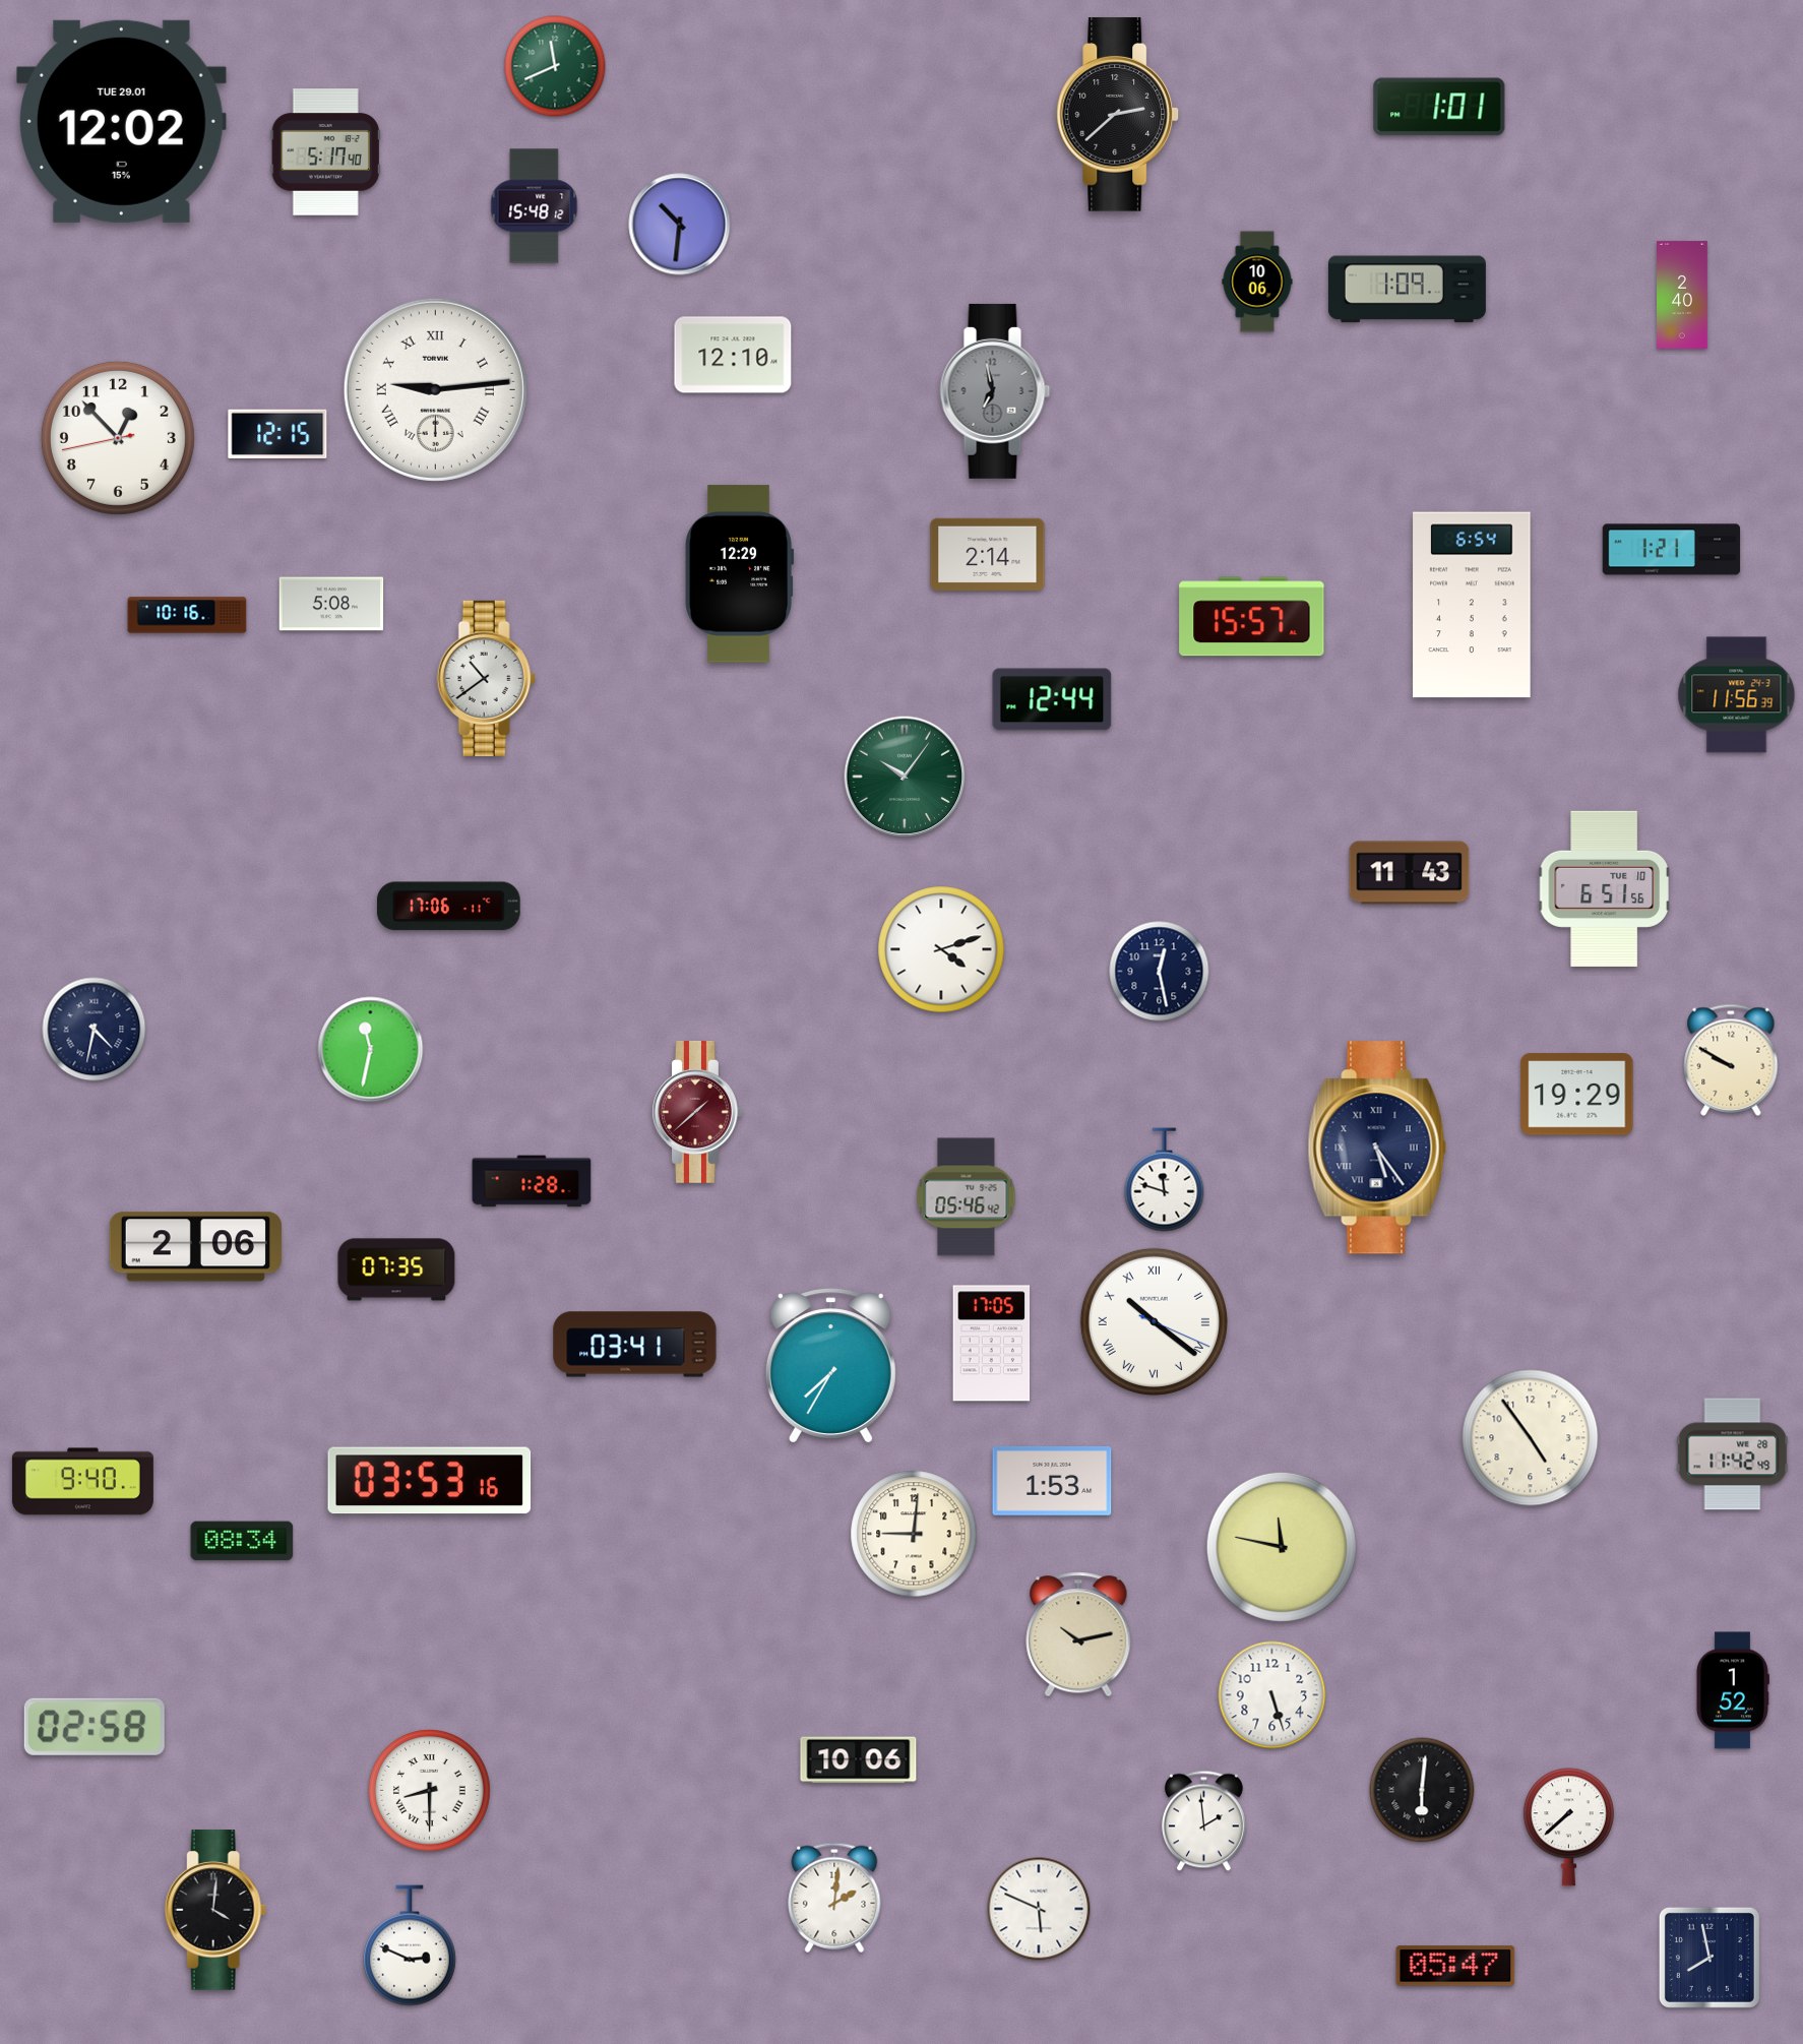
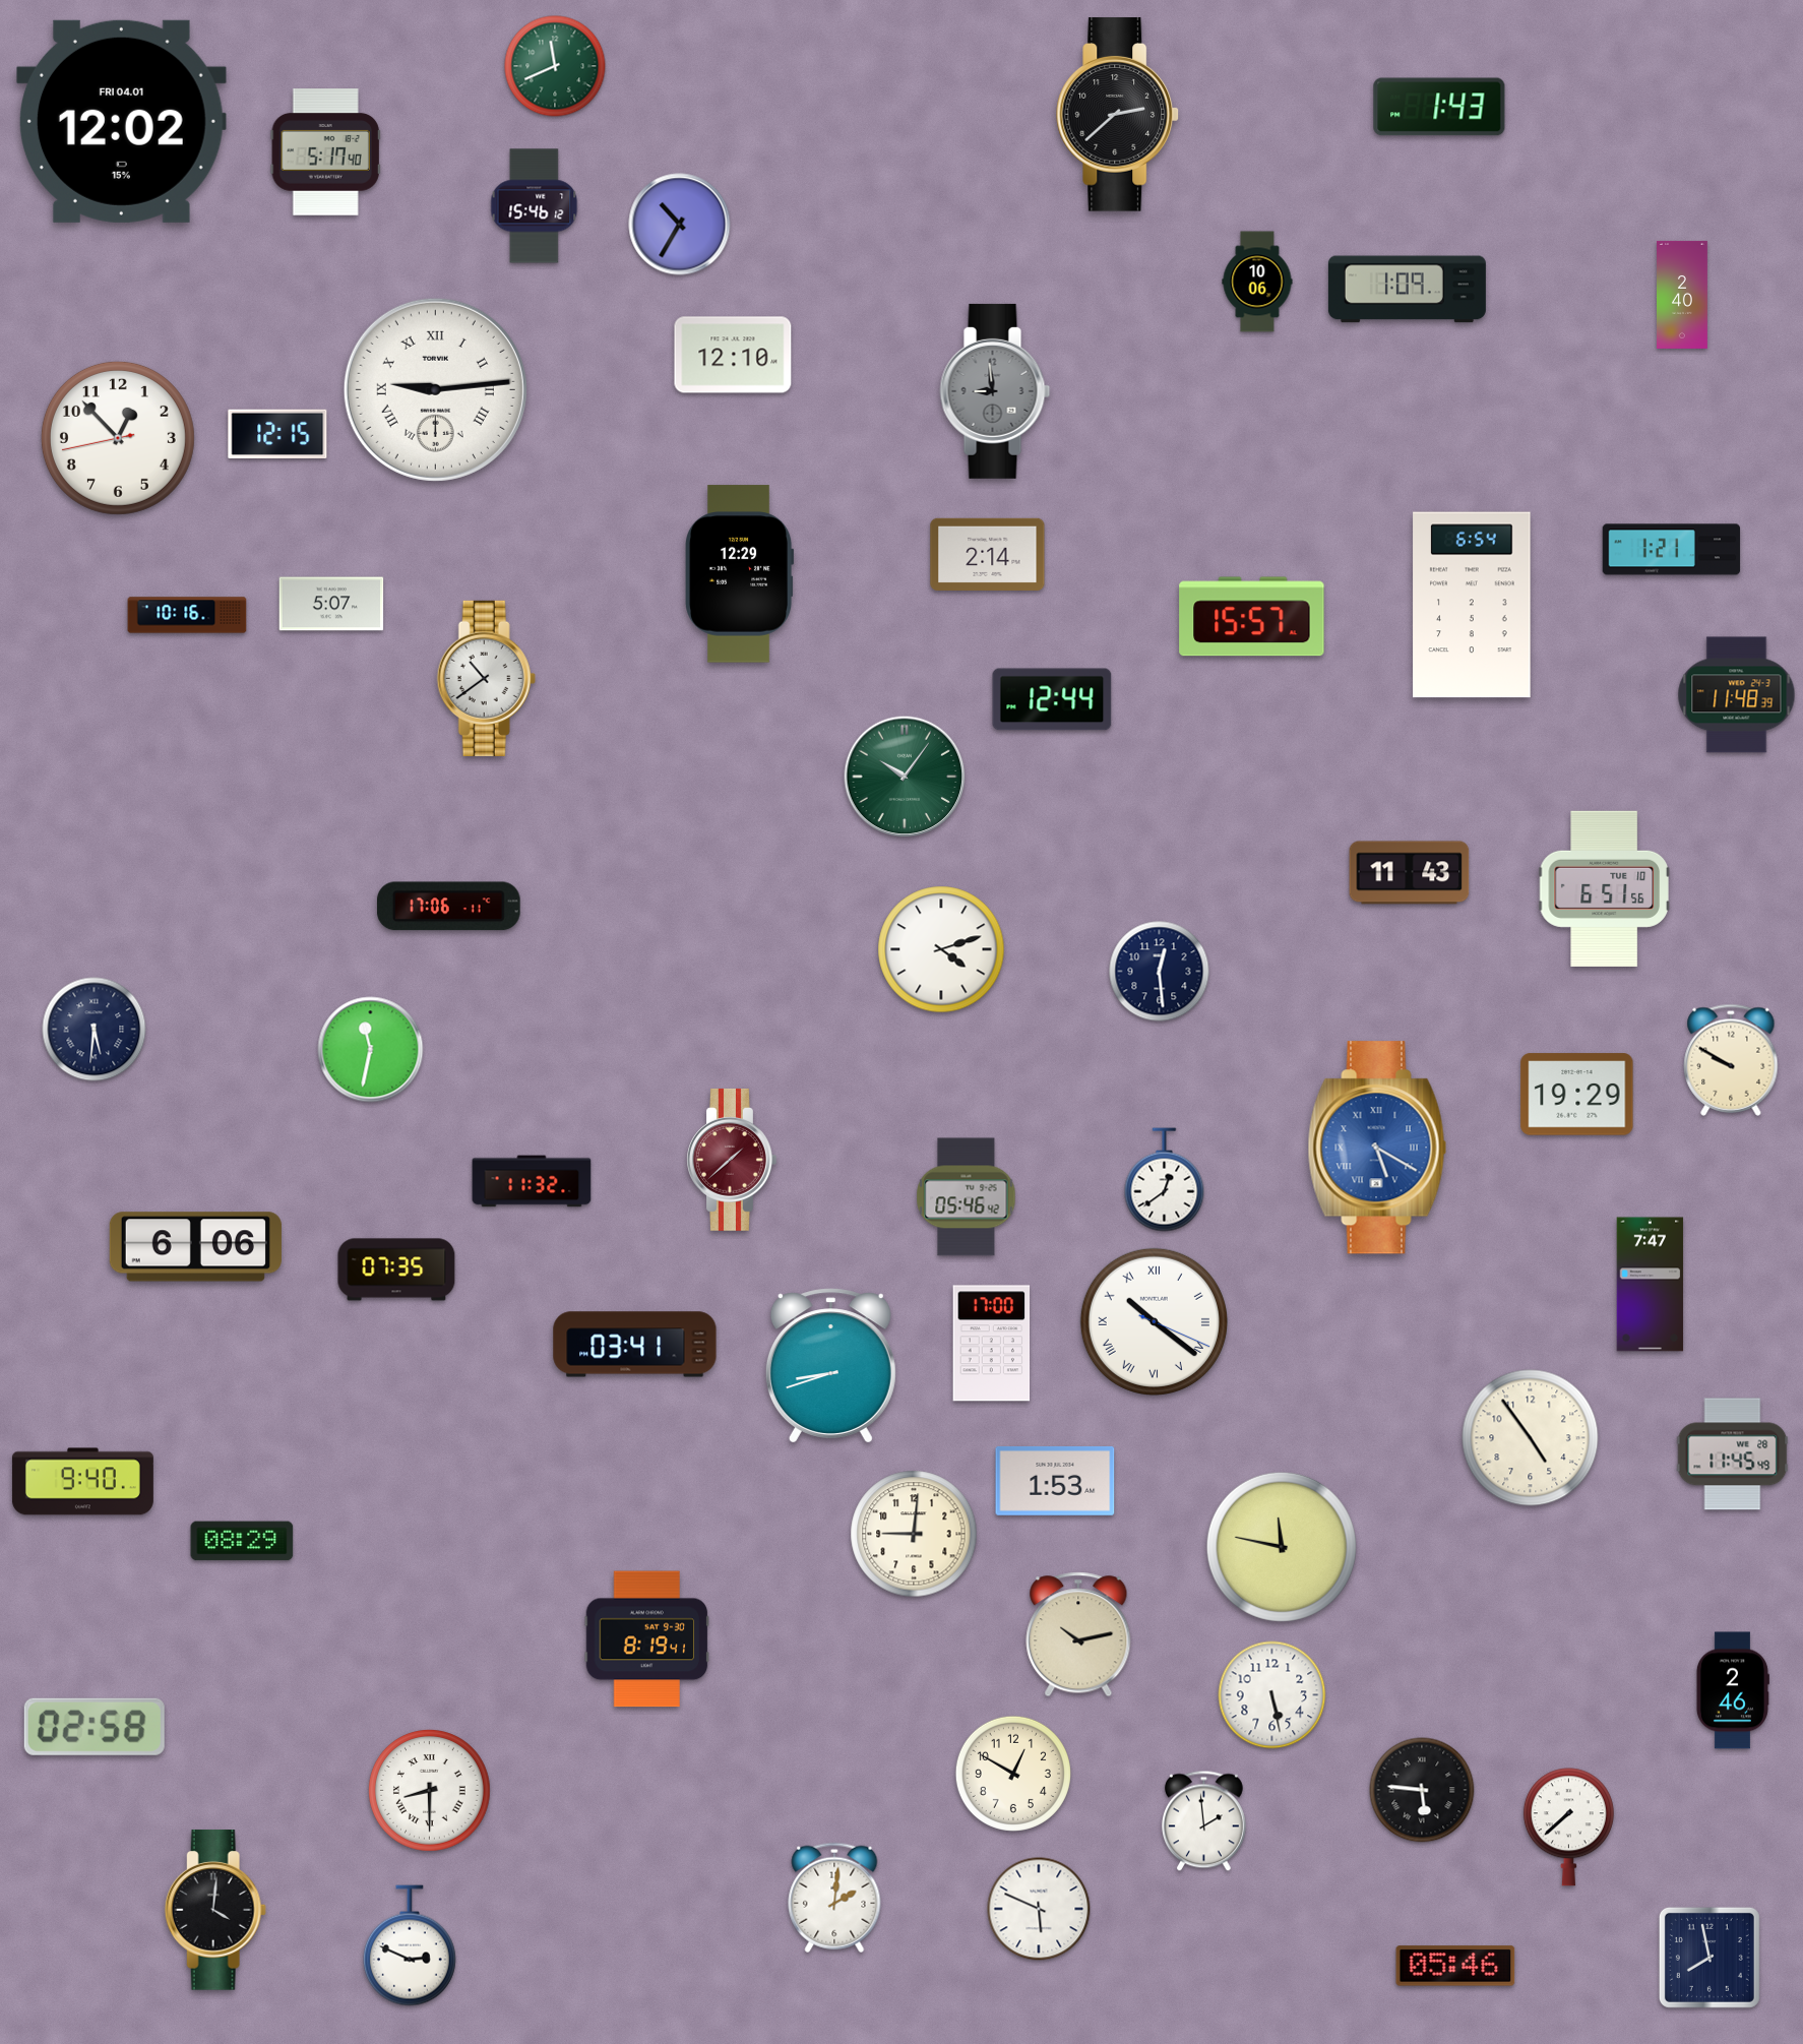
clock at (1439, 107): 1:01 -> 1:43
clock at (121, 121) date: TUE 29.01 -> FRI 04.01
clock at (535, 206): 15:48 -> 15:46
clock at (680, 225): 10:31 -> 10:35
clock at (995, 391): 6:58 -> 8:59
clock at (331, 604): 5:08 -> 5:07
clock at (1737, 695): 11:56 -> 11:48
clock at (1160, 972): 12:28 -> 12:29
clock at (95, 1030): 4:32 -> 5:31
clock at (697, 1112) position: (697, 1112) -> (732, 1160)
clock at (1377, 1148): 5:24 -> 5:20
clock at (1377, 1148) dial: navy -> blue
clock at (1165, 1180): 11:48 -> 12:39
clock at (532, 1181): 1:28 -> 11:32
clock at (195, 1247): 2:06 -> 6:06
clock at (1651, 1285): none -> 7:47
clock at (992, 1344): 17:05 -> 17:00
clock at (830, 1366): 7:35 -> 8:42
clock at (1733, 1454): 11:42 -> 11:45
clock at (430, 1481): 03:53 -> none
clock at (1052, 1481) position: (1052, 1481) -> (1055, 1481)
clock at (242, 1541): 08:34 -> 08:29
clock at (647, 1639): none -> 8:19
clock at (1732, 1690): 1:52 -> 2:46
clock at (1272, 1695): 5:27 -> 5:28
clock at (859, 1760): 10:06 -> none
clock at (1013, 1774): none -> 12:50
clock at (1422, 1790): 6:01 -> 5:46
clock at (1455, 1966): 05:47 -> 05:46
